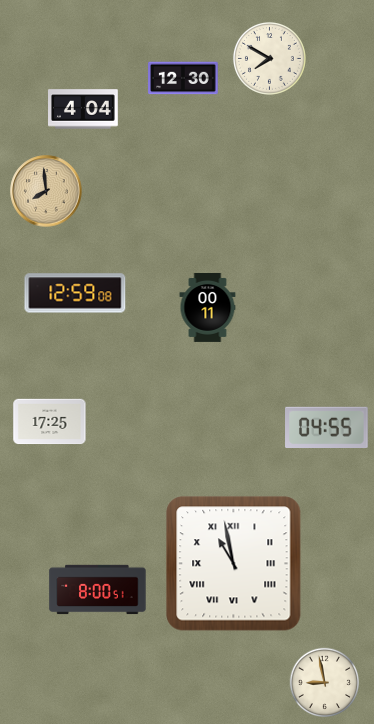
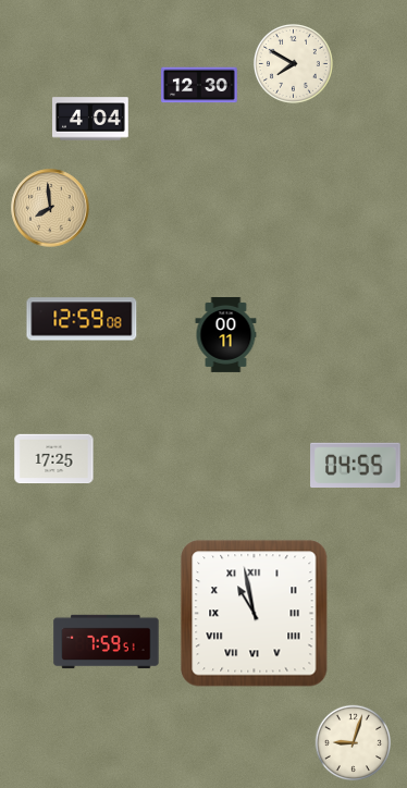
clock at (98, 590): 8:00 -> 7:59
clock at (325, 683): 8:58 -> 9:03
